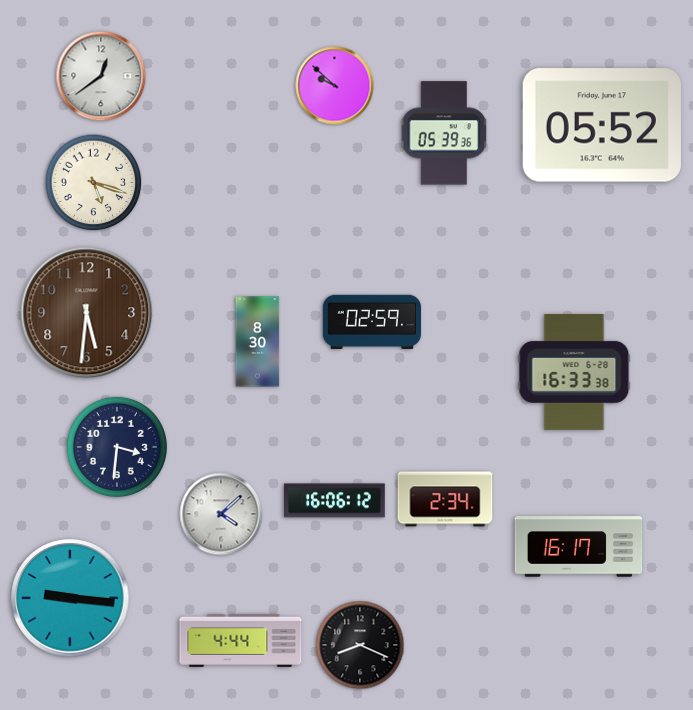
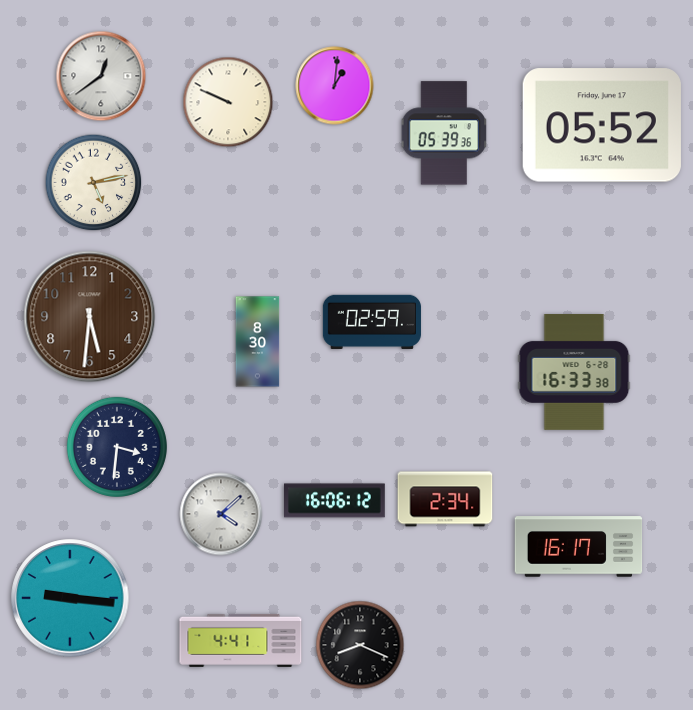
clock at (335, 86): 9:52 -> 1:01
clock at (228, 102): none -> 9:49
clock at (94, 183): 5:18 -> 5:13
clock at (87, 313) position: (87, 313) -> (90, 317)
clock at (241, 640): 4:44 -> 4:41
